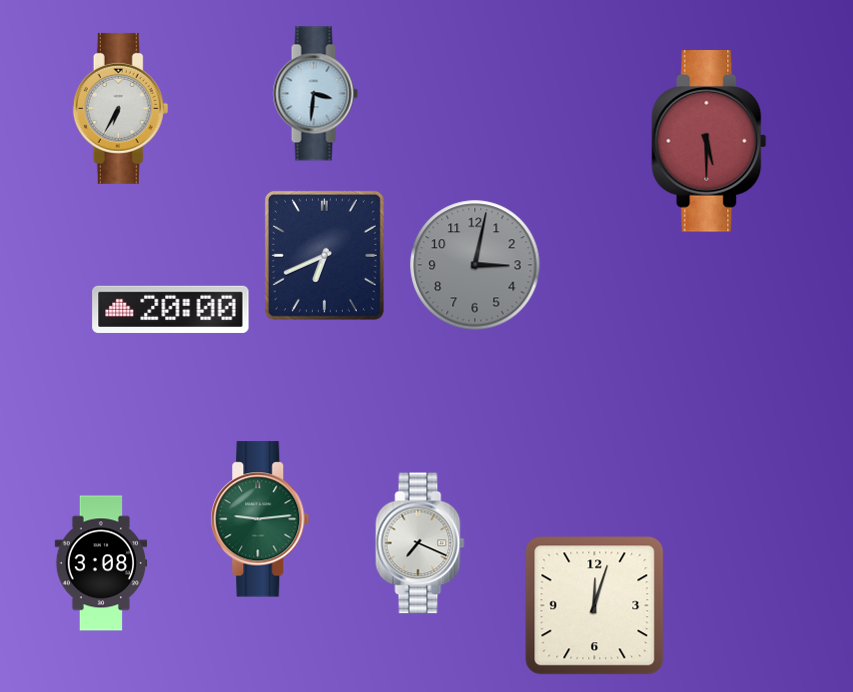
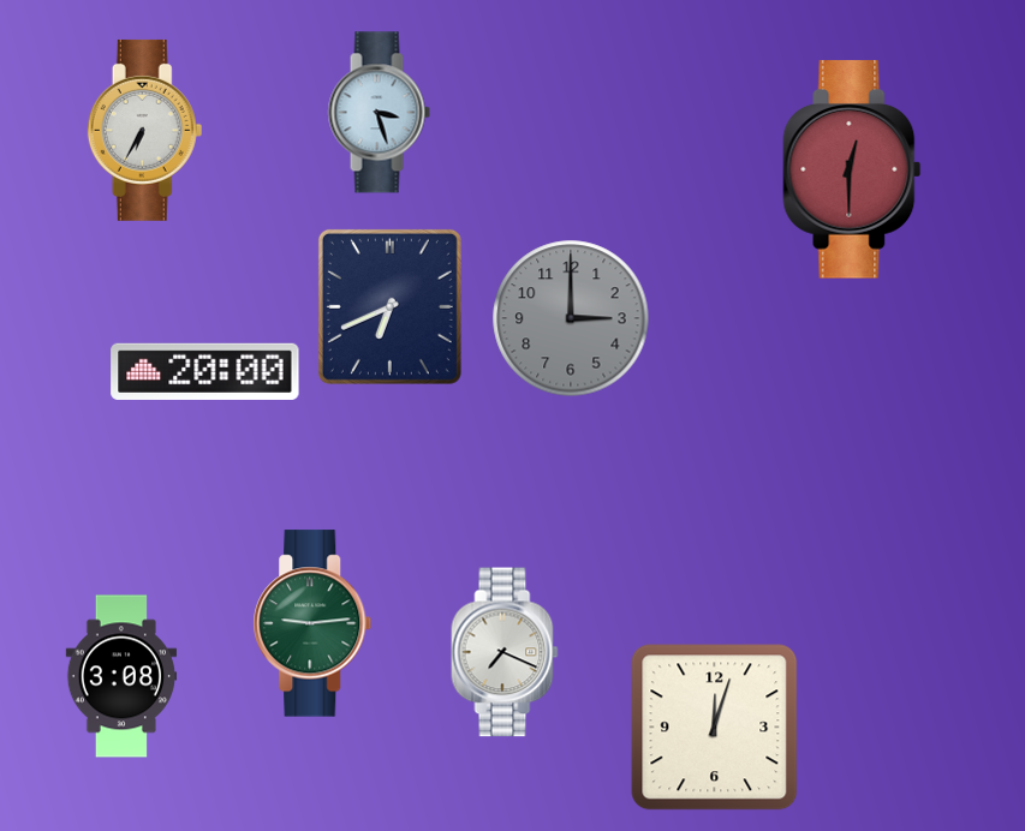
clock at (315, 94): 3:31 -> 3:27
clock at (709, 141): 5:30 -> 12:30
clock at (475, 265): 3:02 -> 3:00
